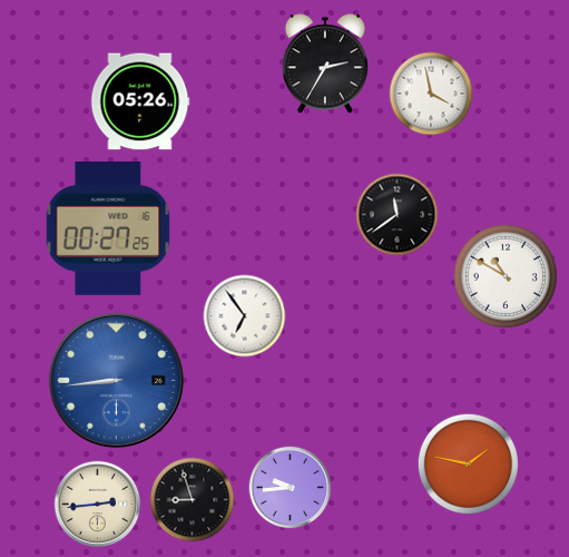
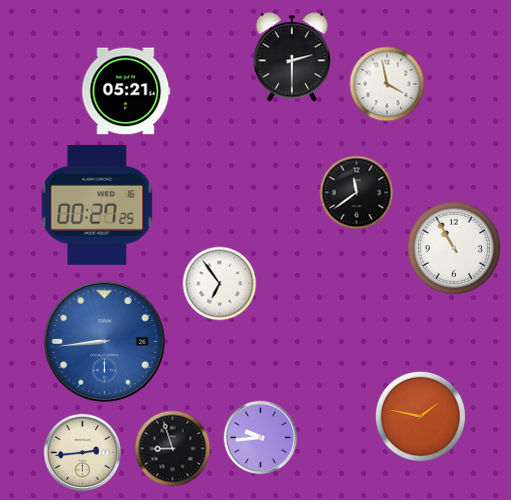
clock at (325, 63): 2:35 -> 2:30
clock at (140, 101): 05:26 -> 05:21
clock at (506, 276): 10:50 -> 10:55
clock at (98, 505) position: (98, 505) -> (83, 453)
